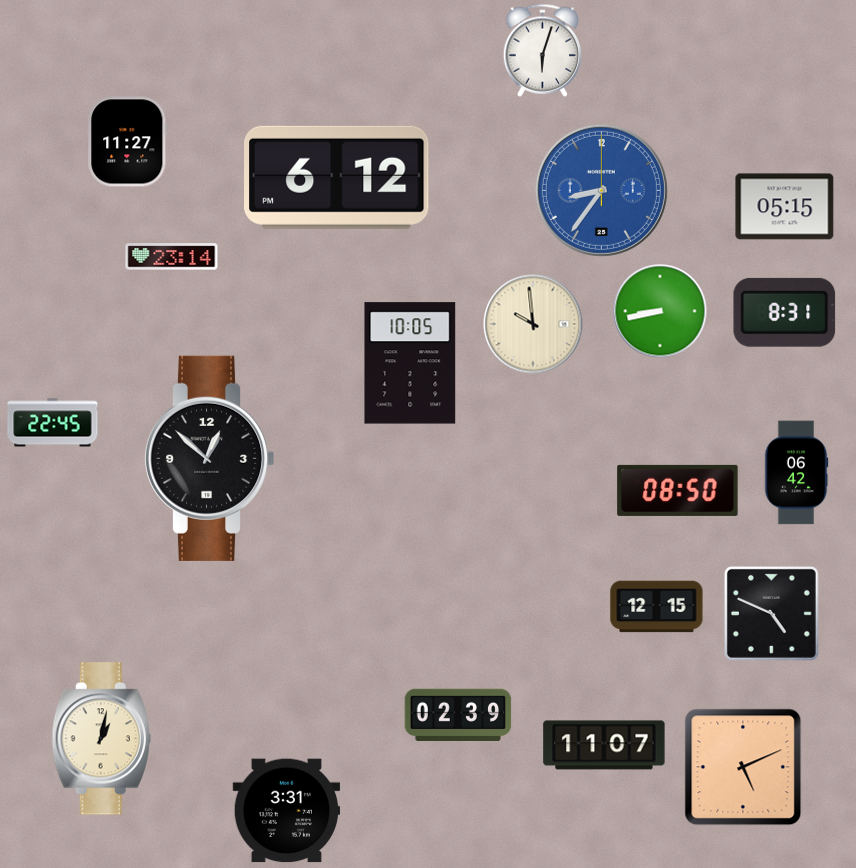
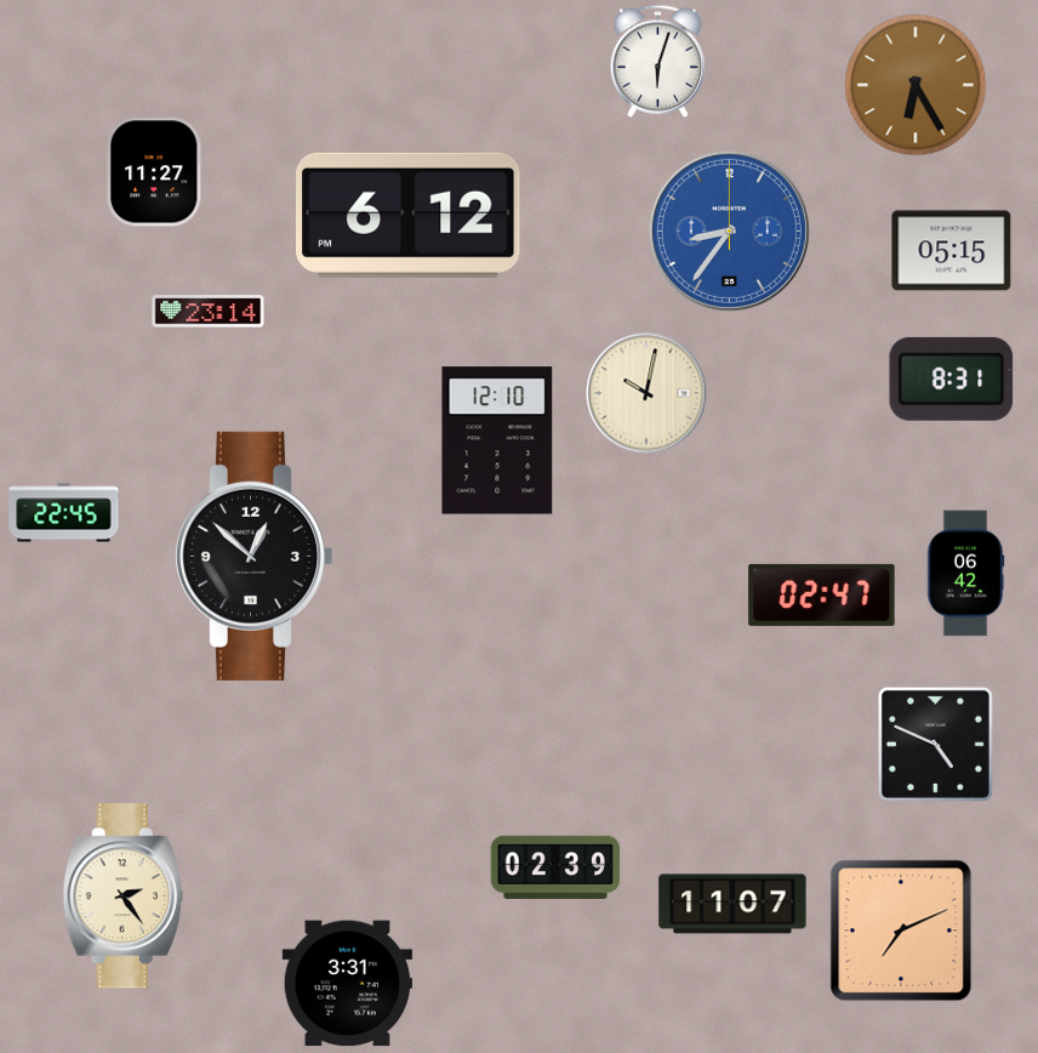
clock at (916, 85): none -> 6:25
clock at (660, 311): 8:43 -> none
clock at (533, 324): 9:59 -> 10:02
clock at (410, 363): 10:05 -> 12:10
clock at (678, 490): 08:50 -> 02:47
clock at (657, 607): 12:15 -> none
clock at (101, 739): 1:02 -> 2:24
clock at (743, 767): 5:11 -> 7:11
